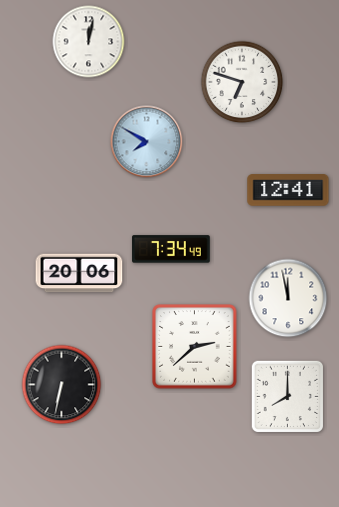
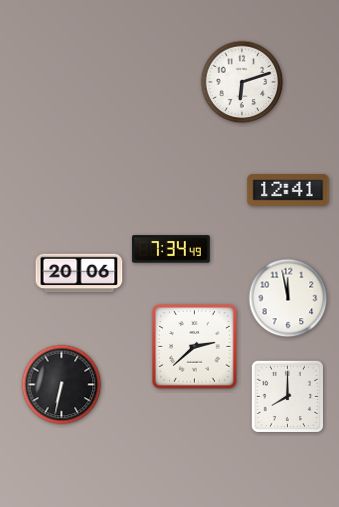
clock at (89, 42): 12:02 -> none
clock at (242, 82): 6:48 -> 6:12
clock at (147, 142): 7:50 -> none
